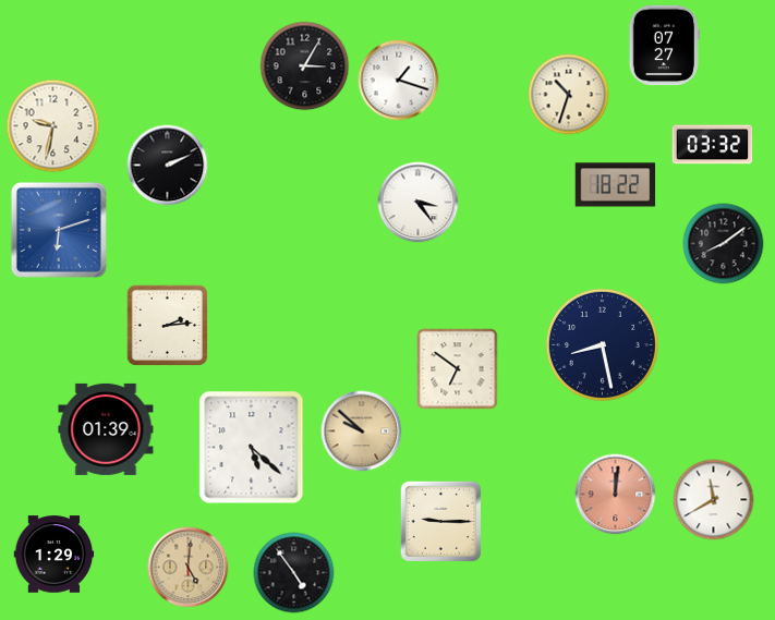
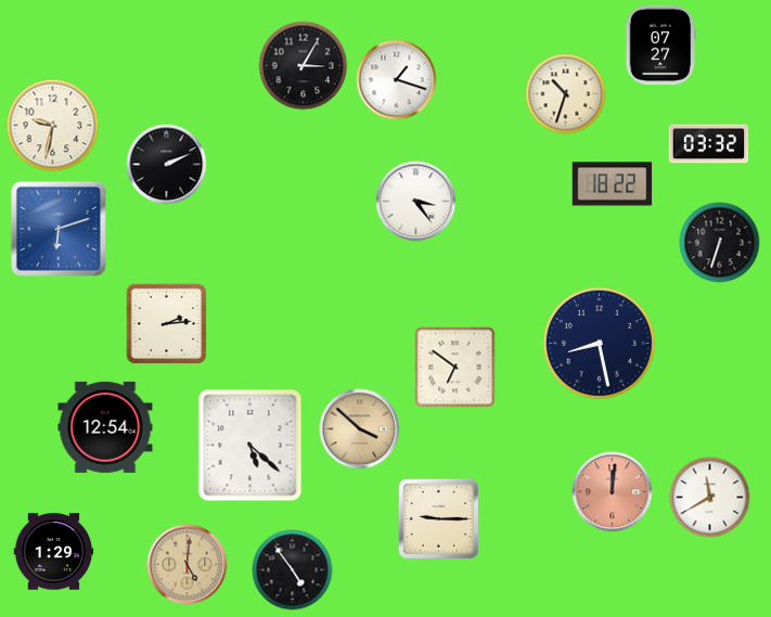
clock at (724, 244): 8:09 -> 6:33
clock at (106, 429): 01:39 -> 12:54
clock at (362, 431): 9:52 -> 3:52
